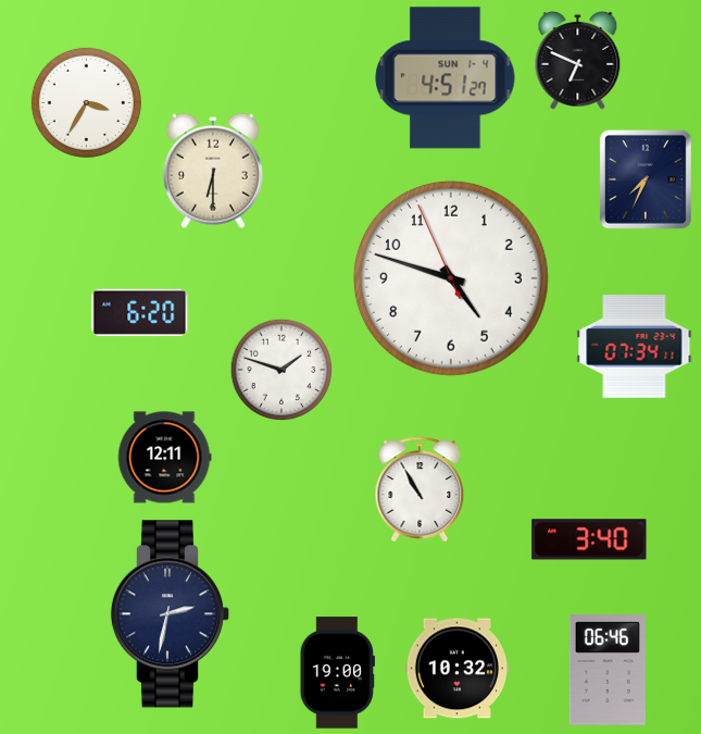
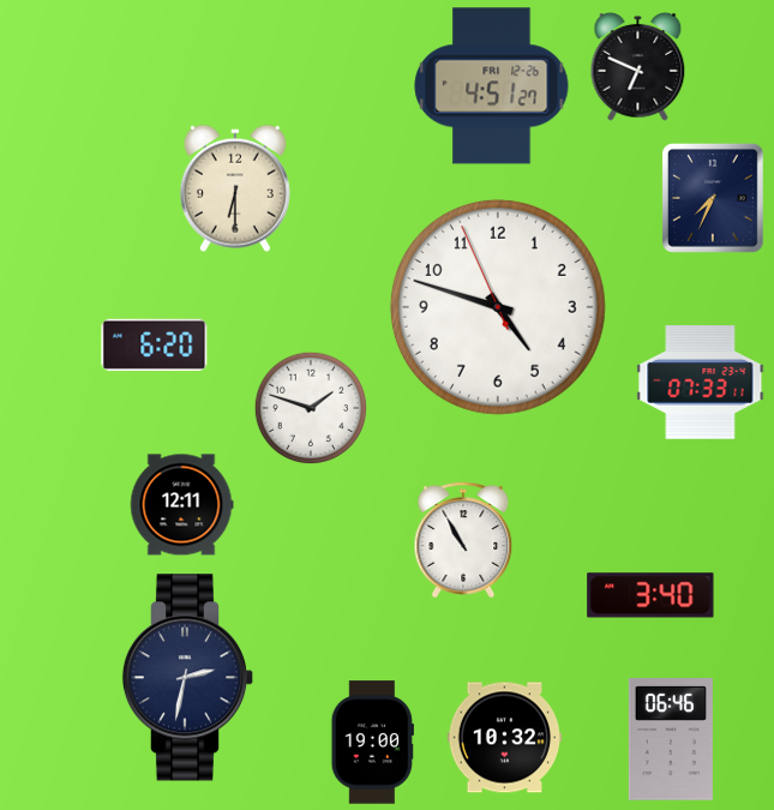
clock at (446, 78) date: SUN 1-4 -> FRI 12-26
clock at (86, 102): 3:35 -> none
clock at (635, 347): 07:34 -> 07:33
